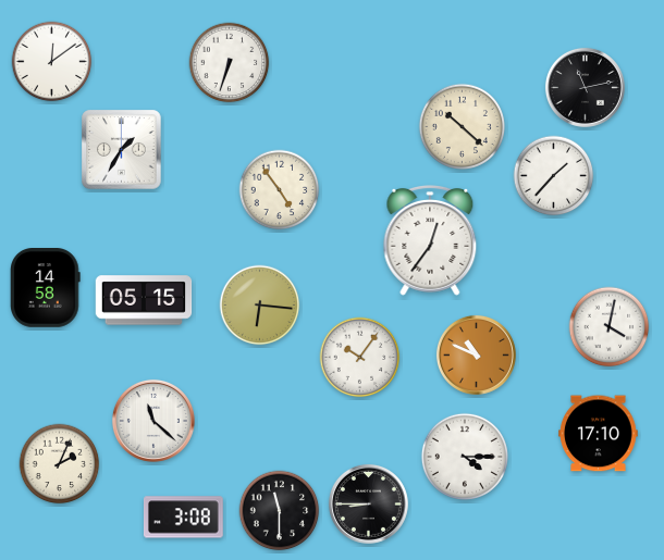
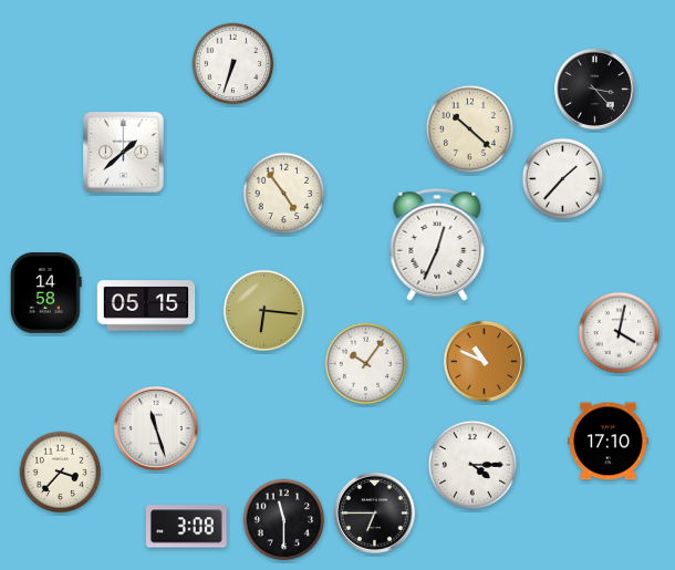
clock at (52, 62): 12:09 -> none
clock at (585, 87): 11:13 -> 3:23
clock at (122, 150): 1:35 -> 1:38
clock at (430, 241): 12:36 -> 12:34
clock at (153, 421): 11:22 -> 11:27
clock at (60, 464): 2:04 -> 3:37
clock at (368, 503): 8:45 -> 6:45
